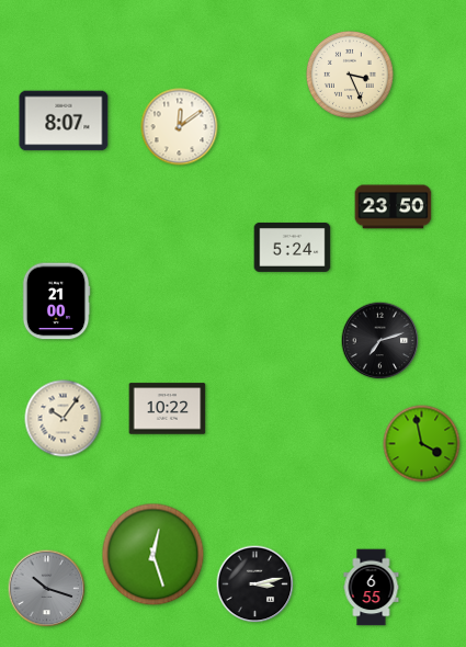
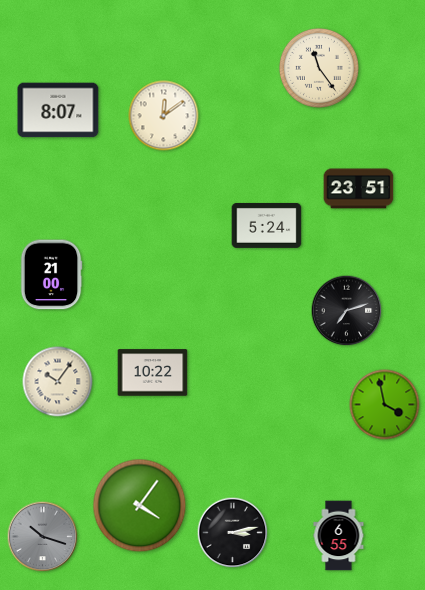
clock at (350, 75): 3:26 -> 11:24
clock at (394, 207): 23:50 -> 23:51
clock at (154, 555): 12:27 -> 4:06
